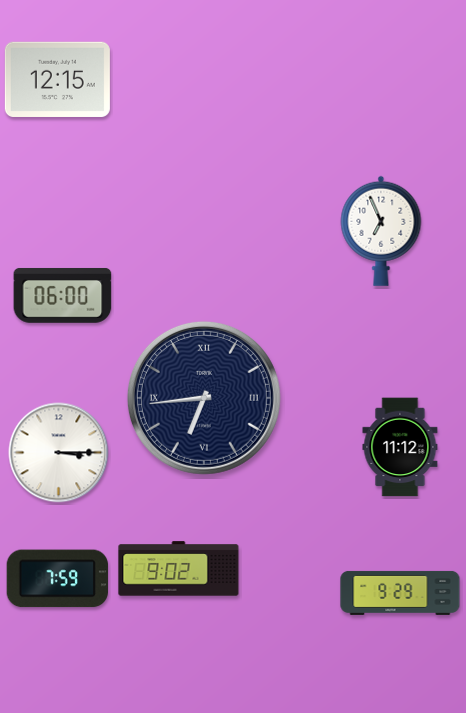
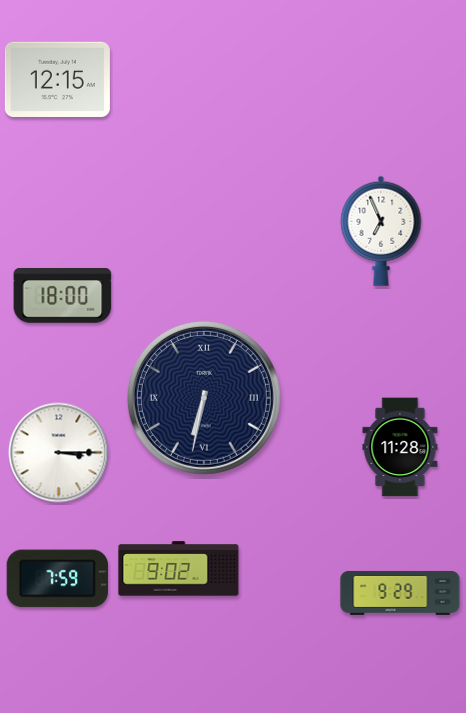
clock at (63, 295): 06:00 -> 18:00
clock at (204, 398): 6:44 -> 6:32
clock at (400, 447): 11:12 -> 11:28
